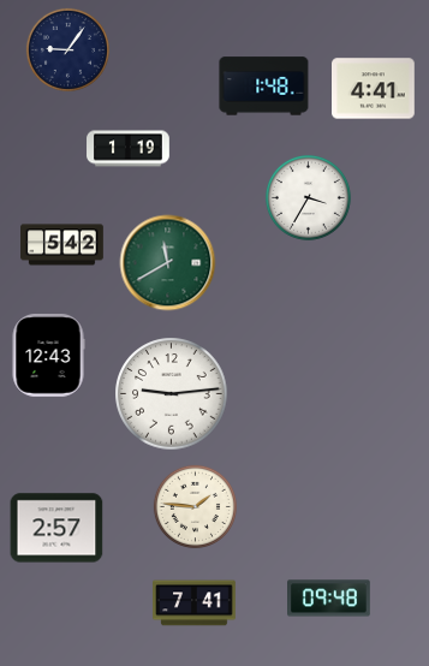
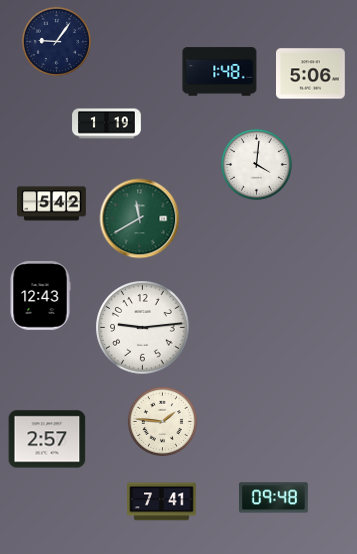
clock at (374, 89): 4:41 -> 5:06
clock at (308, 197): 3:35 -> 4:01
